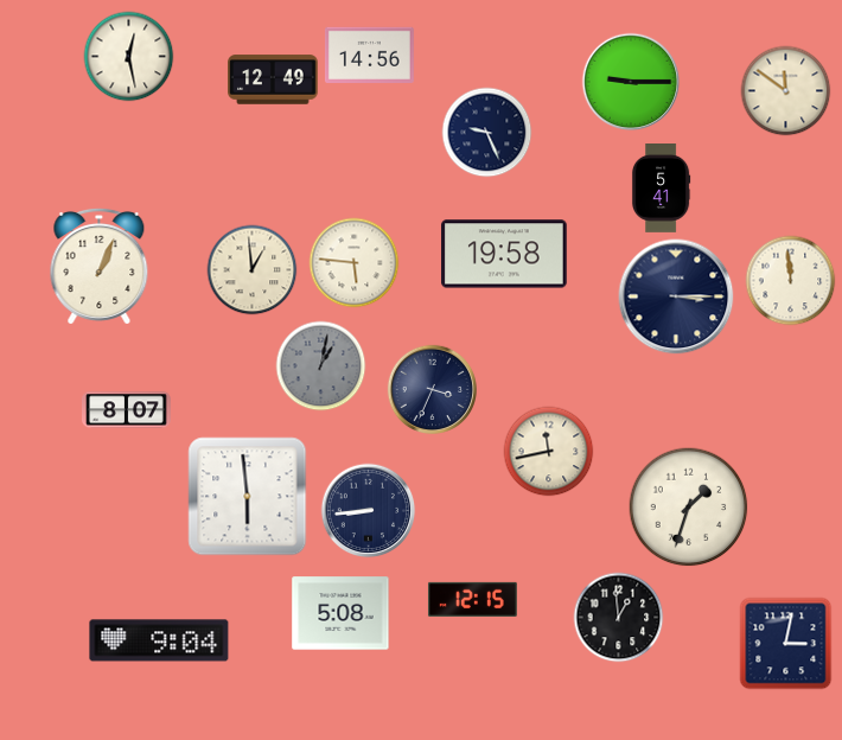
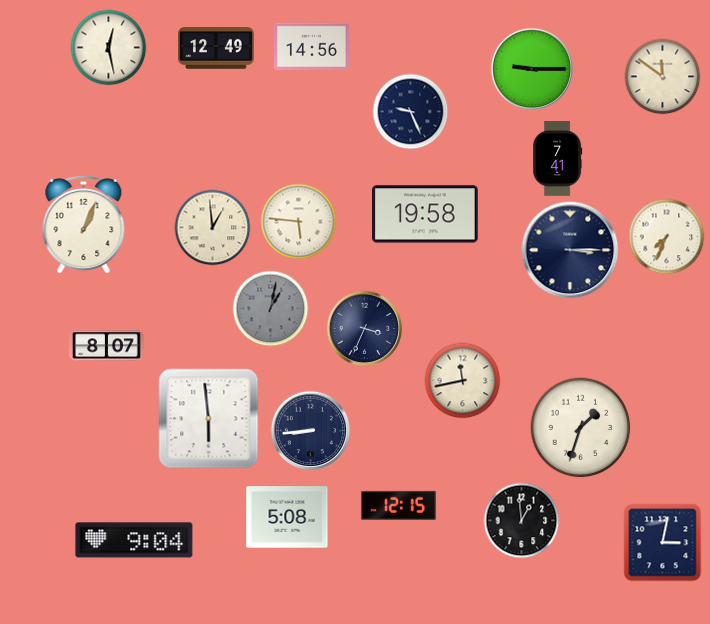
clock at (273, 79) position: (273, 79) -> (216, 48)
clock at (661, 189): 5:41 -> 7:41
clock at (791, 281): 11:59 -> 7:34
